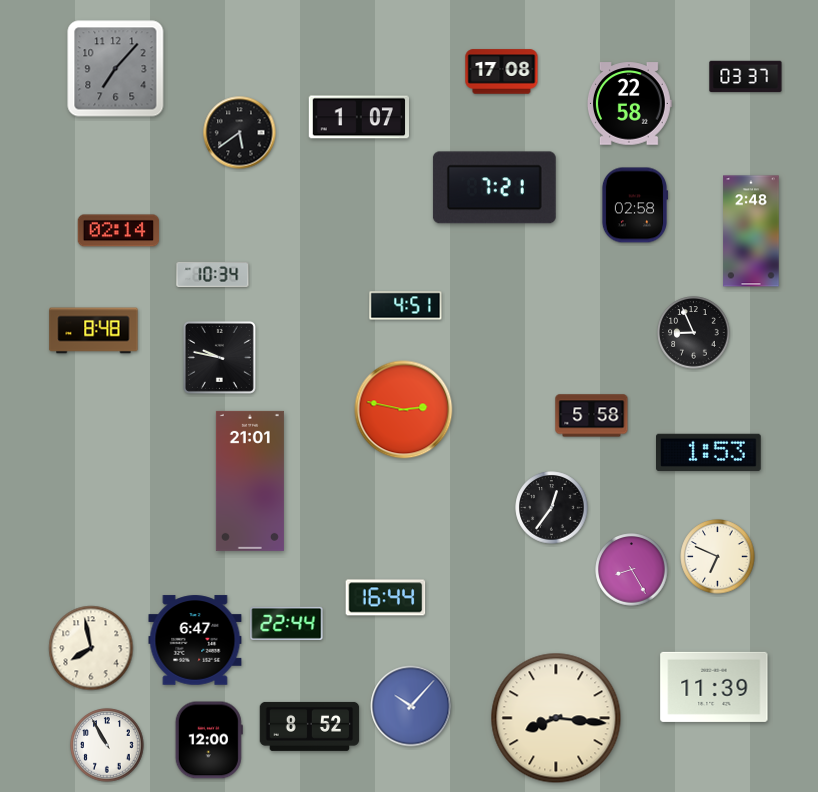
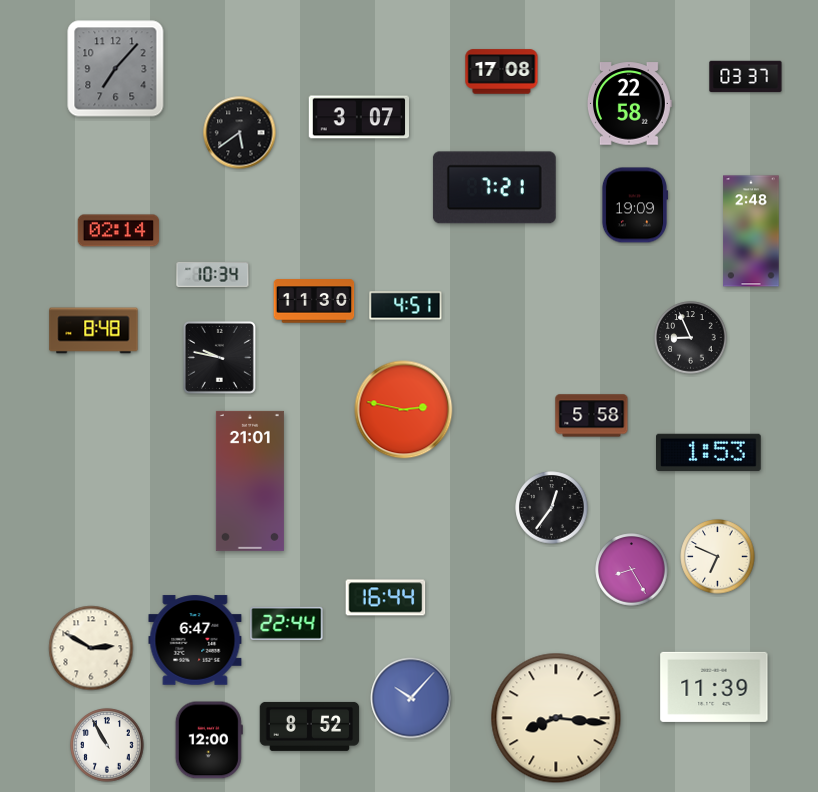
clock at (358, 117): 1:07 -> 3:07
clock at (635, 205): 02:58 -> 19:09
clock at (314, 301): none -> 11:30
clock at (694, 333) position: (694, 333) -> (691, 338)
clock at (91, 648): 7:58 -> 2:50
clock at (411, 706) position: (411, 706) -> (411, 698)
